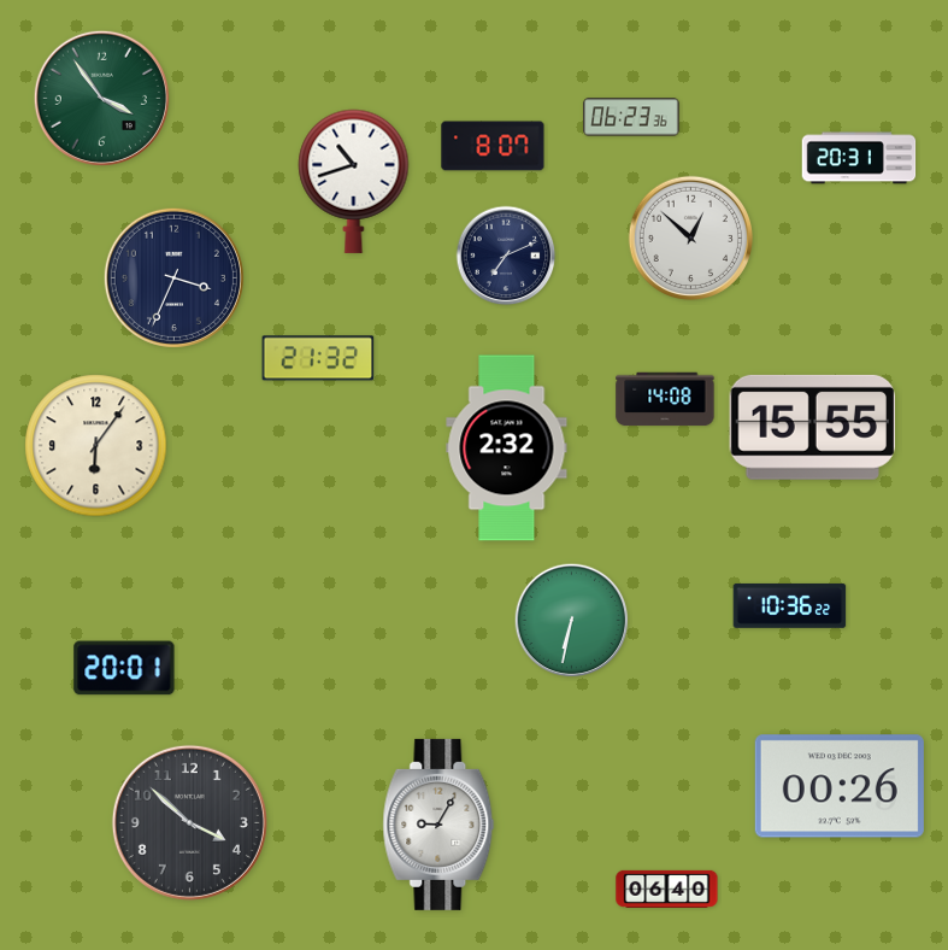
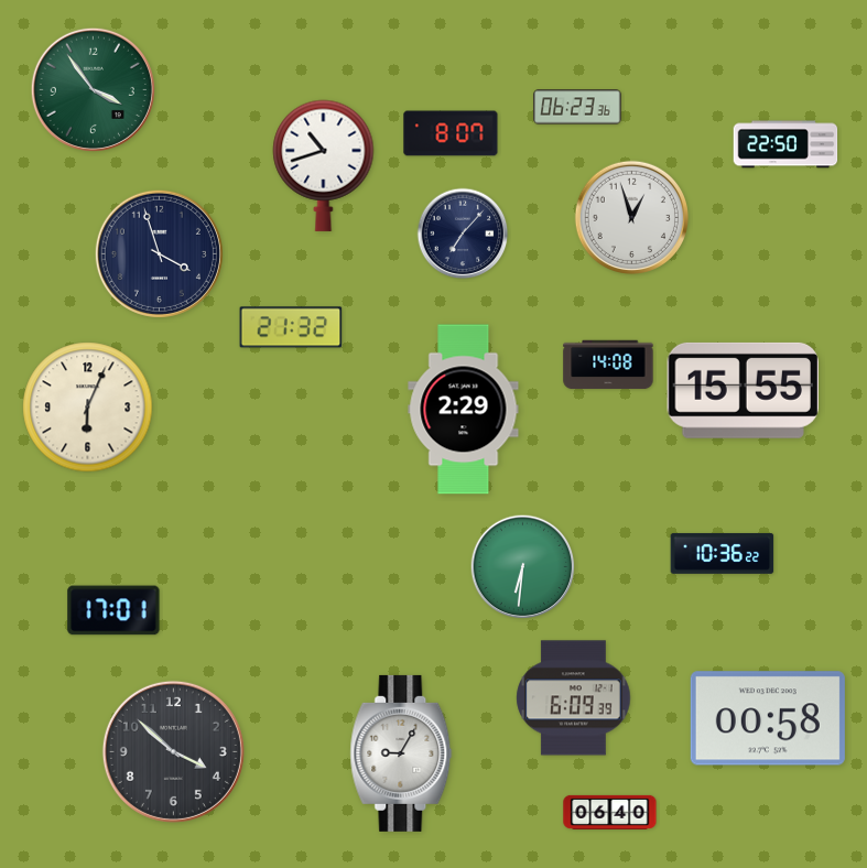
clock at (859, 158): 20:31 -> 22:50
clock at (690, 237): 12:52 -> 12:57
clock at (506, 256): 7:11 -> 7:07
clock at (173, 277): 3:34 -> 3:57
clock at (96, 446): 6:06 -> 6:04
clock at (507, 448): 2:32 -> 2:29
clock at (572, 621): 6:32 -> 6:31
clock at (124, 668): 20:01 -> 17:01
clock at (574, 698): none -> 6:09
clock at (840, 786): 00:26 -> 00:58
